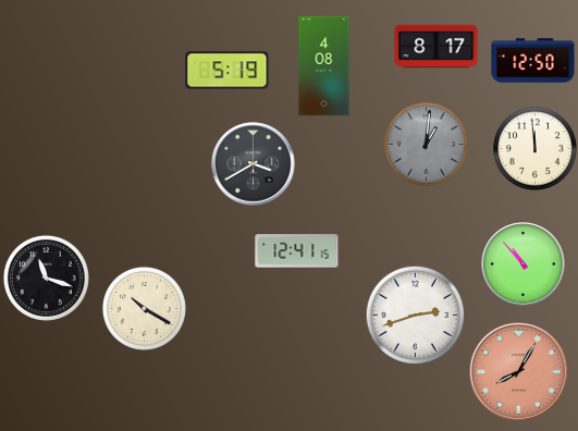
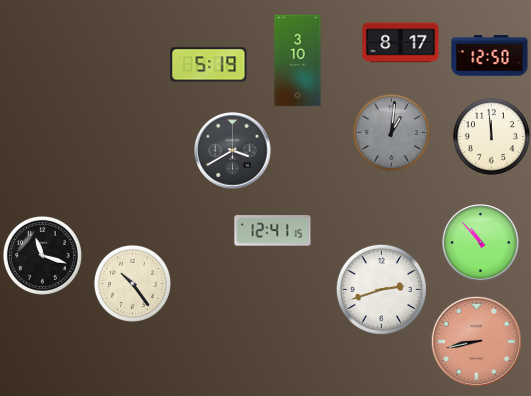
clock at (324, 66): 4:08 -> 3:10
clock at (144, 308): 10:20 -> 10:24
clock at (518, 371): 8:05 -> 8:43
